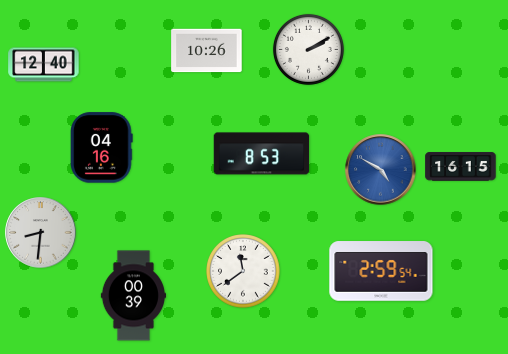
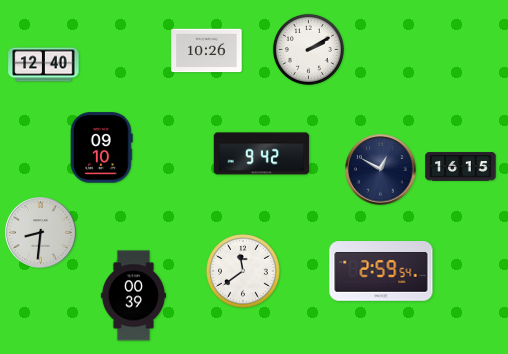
clock at (102, 148): 04:16 -> 09:10
clock at (262, 154): 8:53 -> 9:42
clock at (381, 170): 4:50 -> 12:50
clock at (381, 170) dial: blue -> navy
